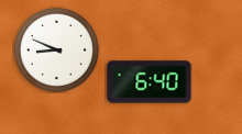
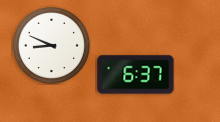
clock at (150, 82): 6:40 -> 6:37
